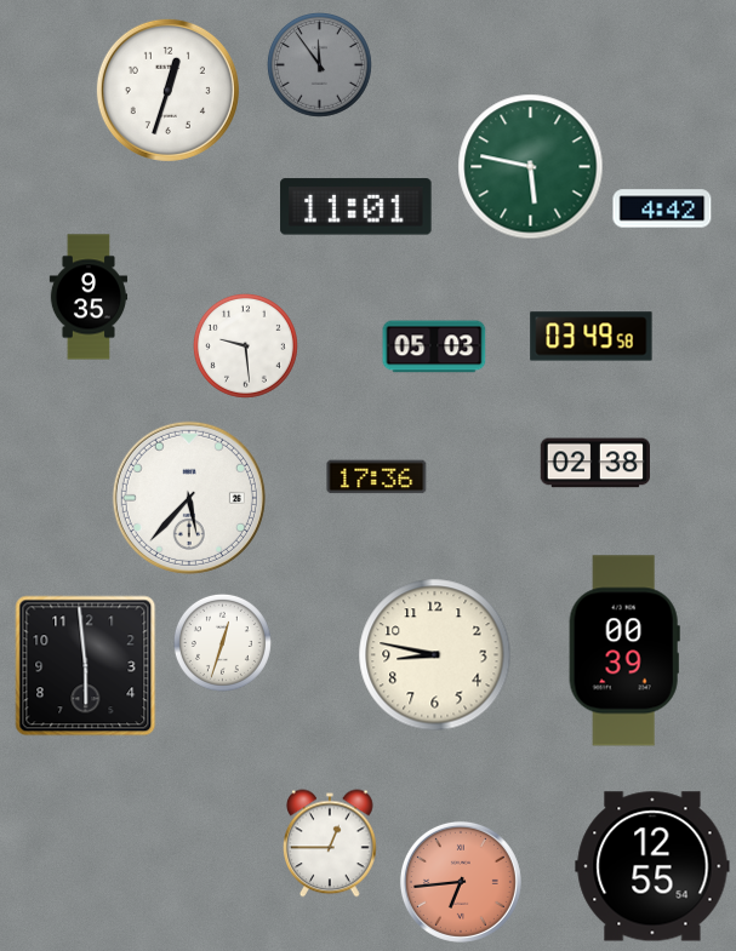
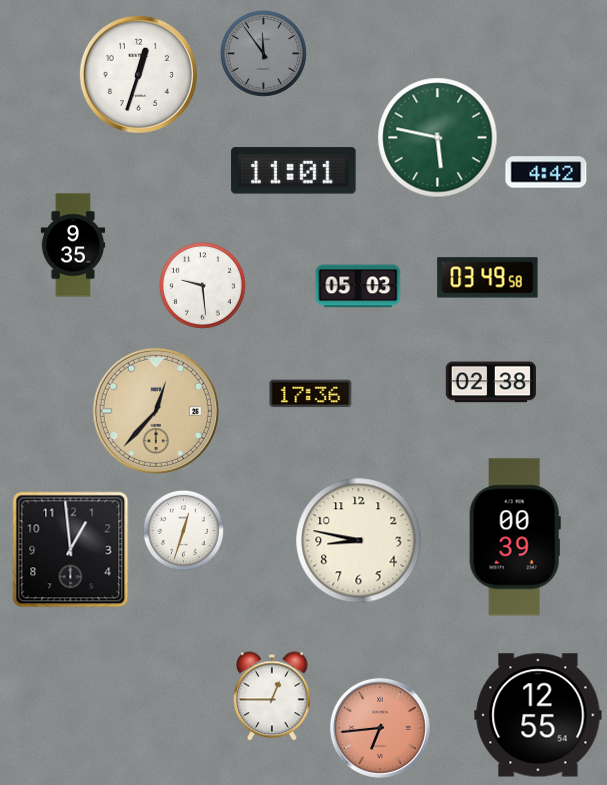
clock at (189, 498): 5:37 -> 12:37
clock at (189, 498) dial: white -> champagne
clock at (86, 666): 5:59 -> 12:59
